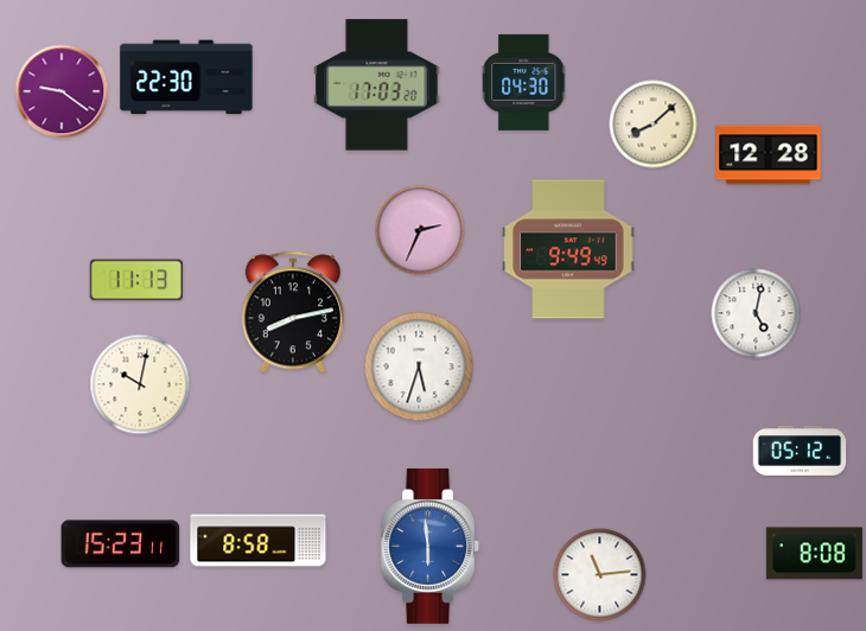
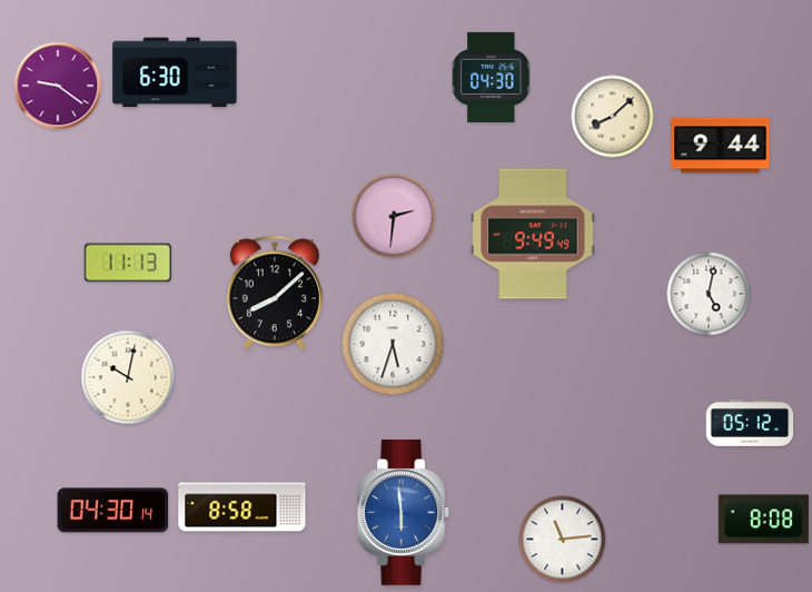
clock at (186, 77): 22:30 -> 6:30
clock at (377, 85): 17:03 -> none
clock at (769, 155): 12:28 -> 9:44
clock at (420, 230): 2:34 -> 2:31
clock at (293, 312): 8:13 -> 8:08
clock at (140, 384) position: (140, 384) -> (128, 377)
clock at (121, 544): 15:23 -> 04:30
